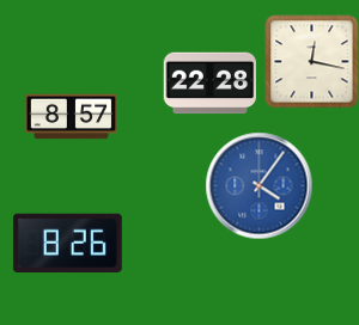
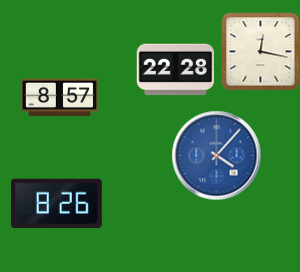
clock at (258, 185): 4:06 -> 4:07
